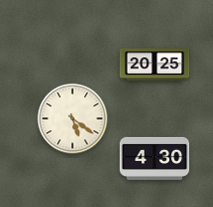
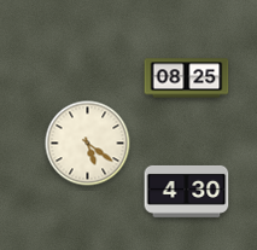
clock at (155, 65): 20:25 -> 08:25
